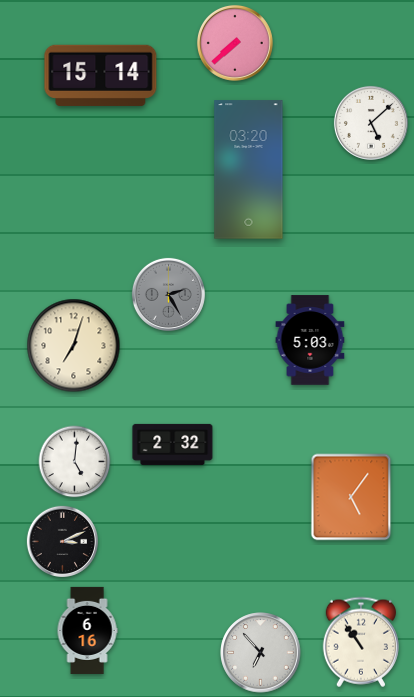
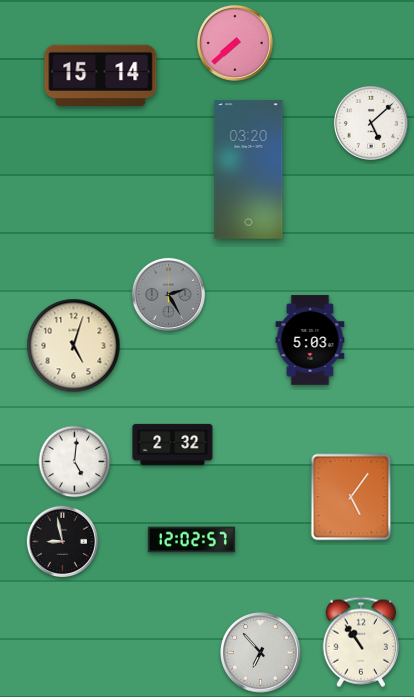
clock at (74, 346): 7:03 -> 5:03
clock at (191, 540): none -> 12:02
clock at (62, 541): 3:11 -> 8:58
clock at (87, 630): 6:16 -> none
